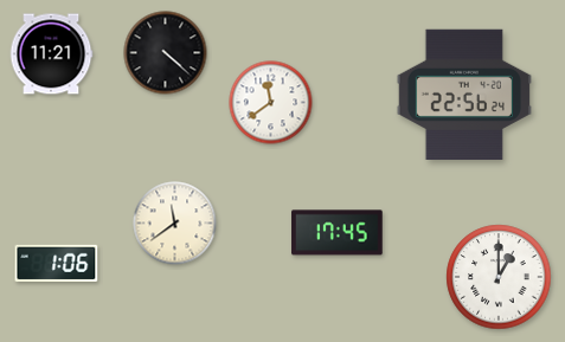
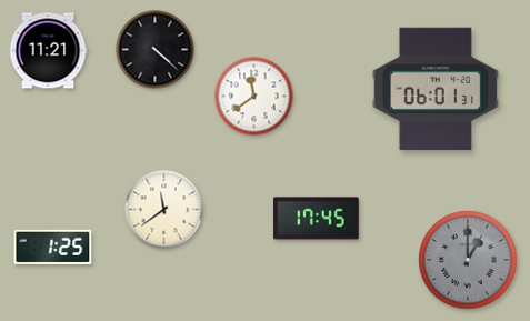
clock at (464, 95): 22:56 -> 06:01
clock at (57, 263): 1:06 -> 1:25
clock at (499, 277) dial: white -> grey
